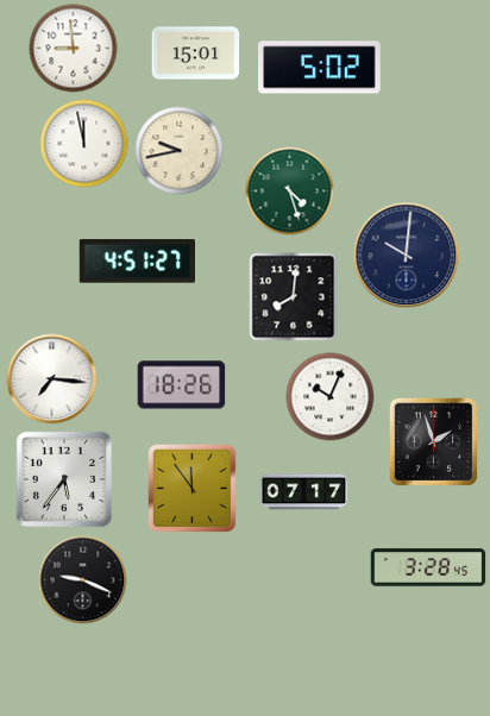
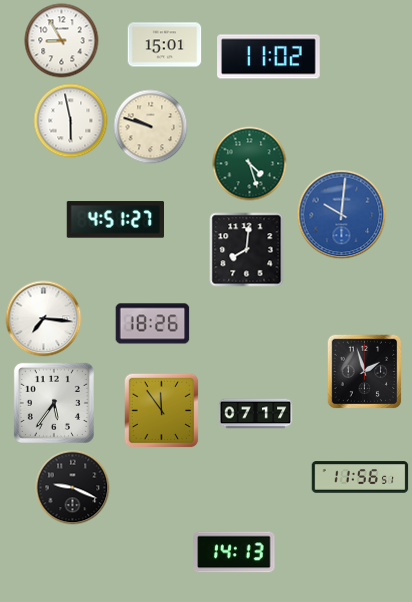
clock at (74, 49): 8:59 -> 8:55
clock at (320, 68): 5:02 -> 11:02
clock at (84, 144): 11:58 -> 5:58
clock at (180, 151): 9:43 -> 9:48
clock at (290, 191) position: (290, 191) -> (250, 164)
clock at (407, 256) dial: navy -> blue
clock at (331, 397): 10:04 -> none
clock at (428, 567): 3:28 -> 11:56
clock at (83, 580) position: (83, 580) -> (73, 488)
clock at (234, 552): none -> 14:13
